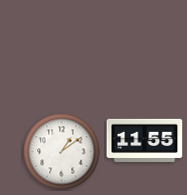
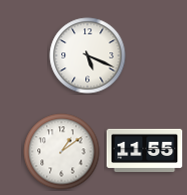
clock at (88, 56): none -> 5:19
clock at (145, 140) position: (145, 140) -> (145, 150)
